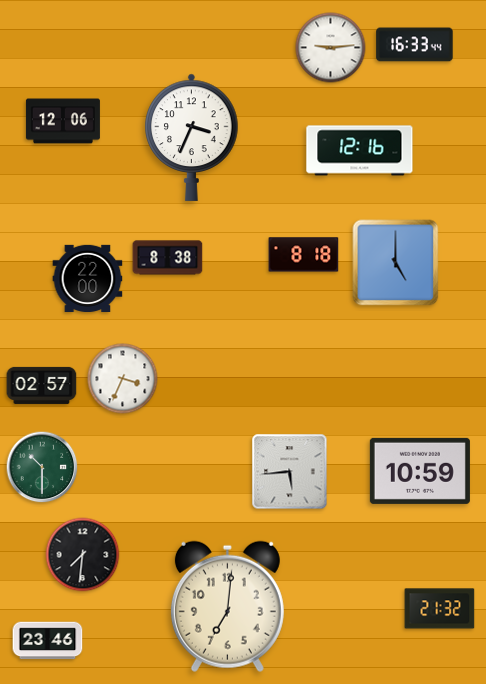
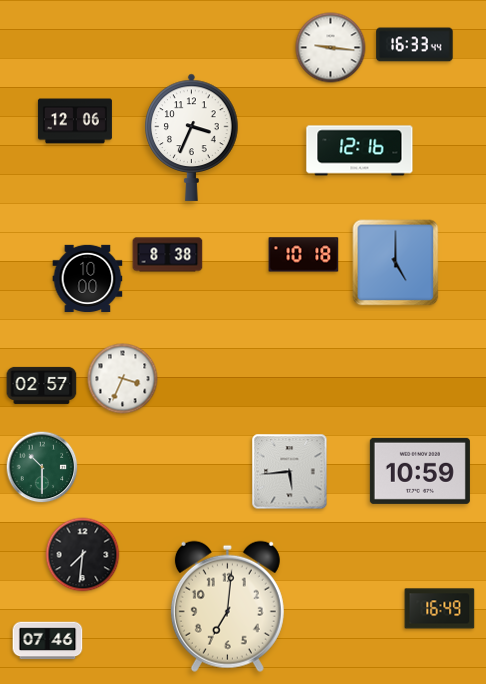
clock at (331, 48): 9:14 -> 9:16
clock at (63, 121) position: (63, 121) -> (75, 121)
clock at (304, 255): 8:18 -> 10:18
clock at (168, 258) position: (168, 258) -> (168, 255)
clock at (88, 278): 22:00 -> 10:00
clock at (440, 609): 21:32 -> 16:49
clock at (48, 641): 23:46 -> 07:46
